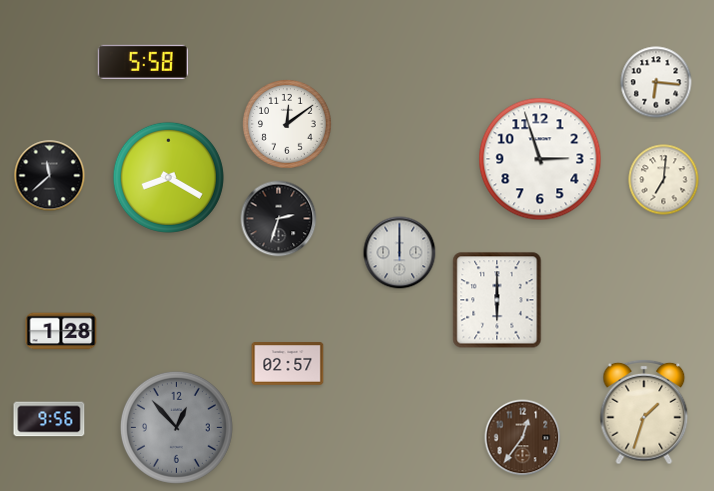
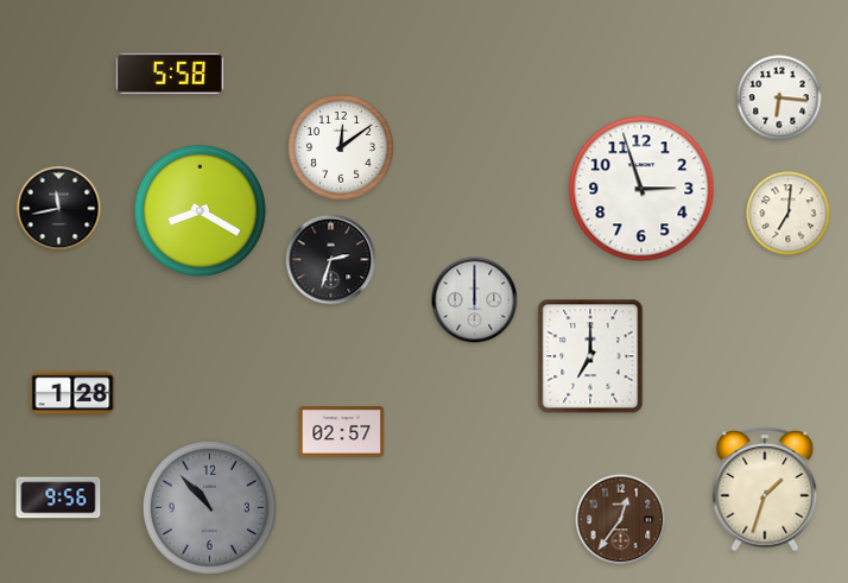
clock at (50, 176): 11:38 -> 11:43
clock at (497, 300): 6:00 -> 7:00
clock at (176, 427): 12:53 -> 10:53
